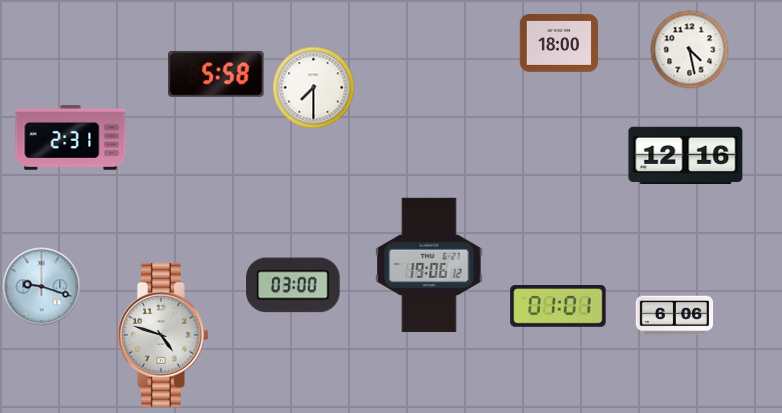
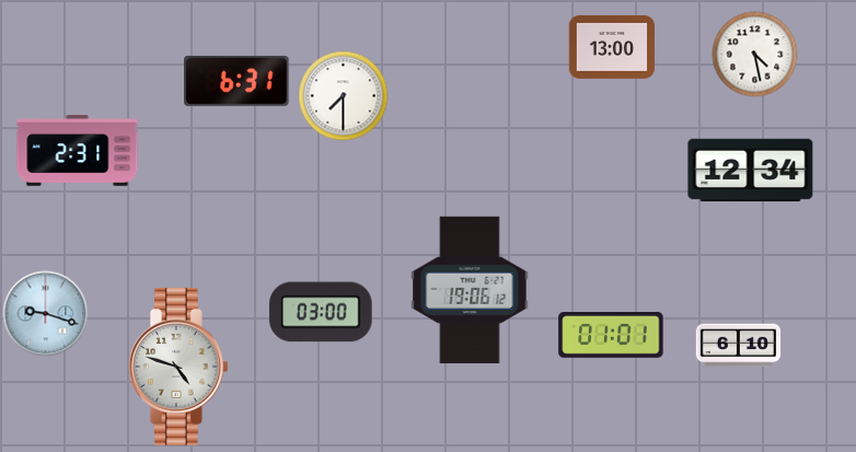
clock at (558, 43): 18:00 -> 13:00
clock at (216, 74): 5:58 -> 6:31
clock at (686, 156): 12:16 -> 12:34
clock at (674, 316): 6:06 -> 6:10
